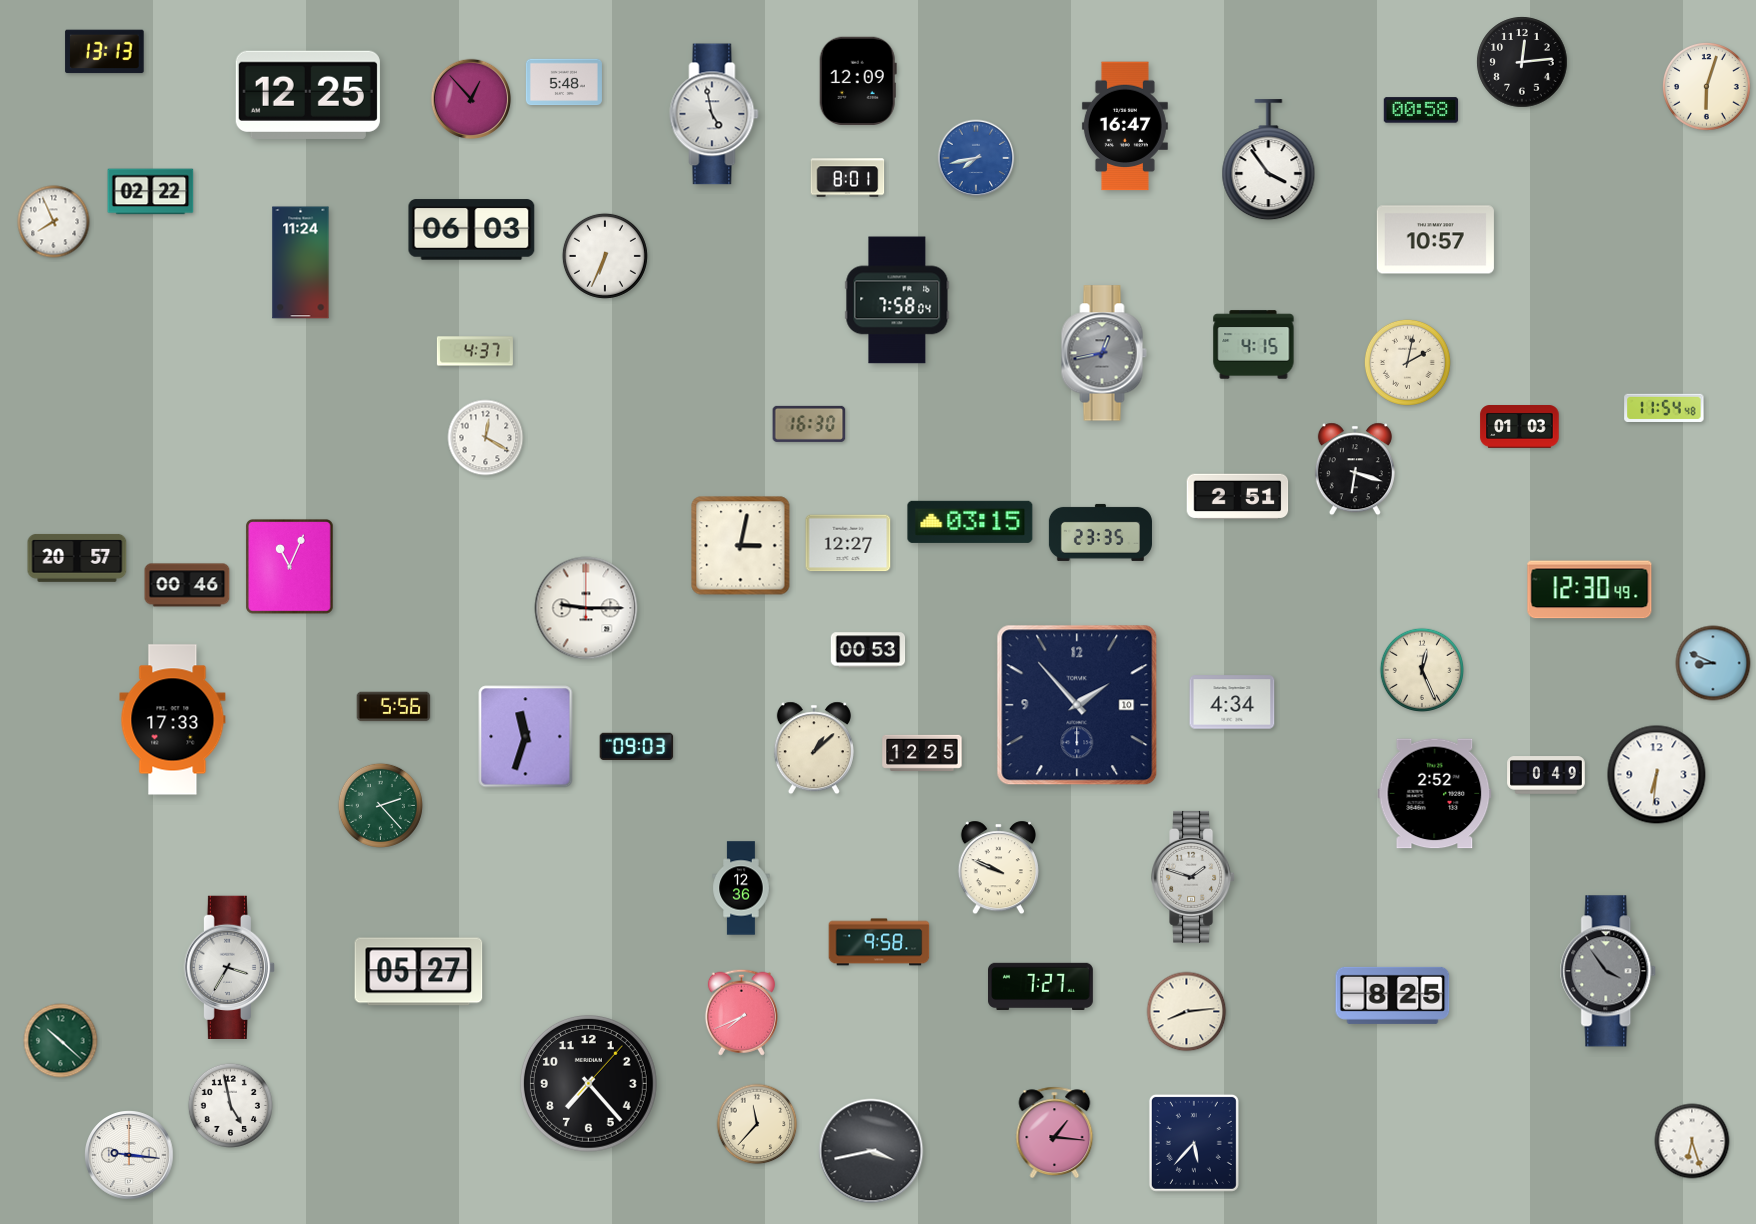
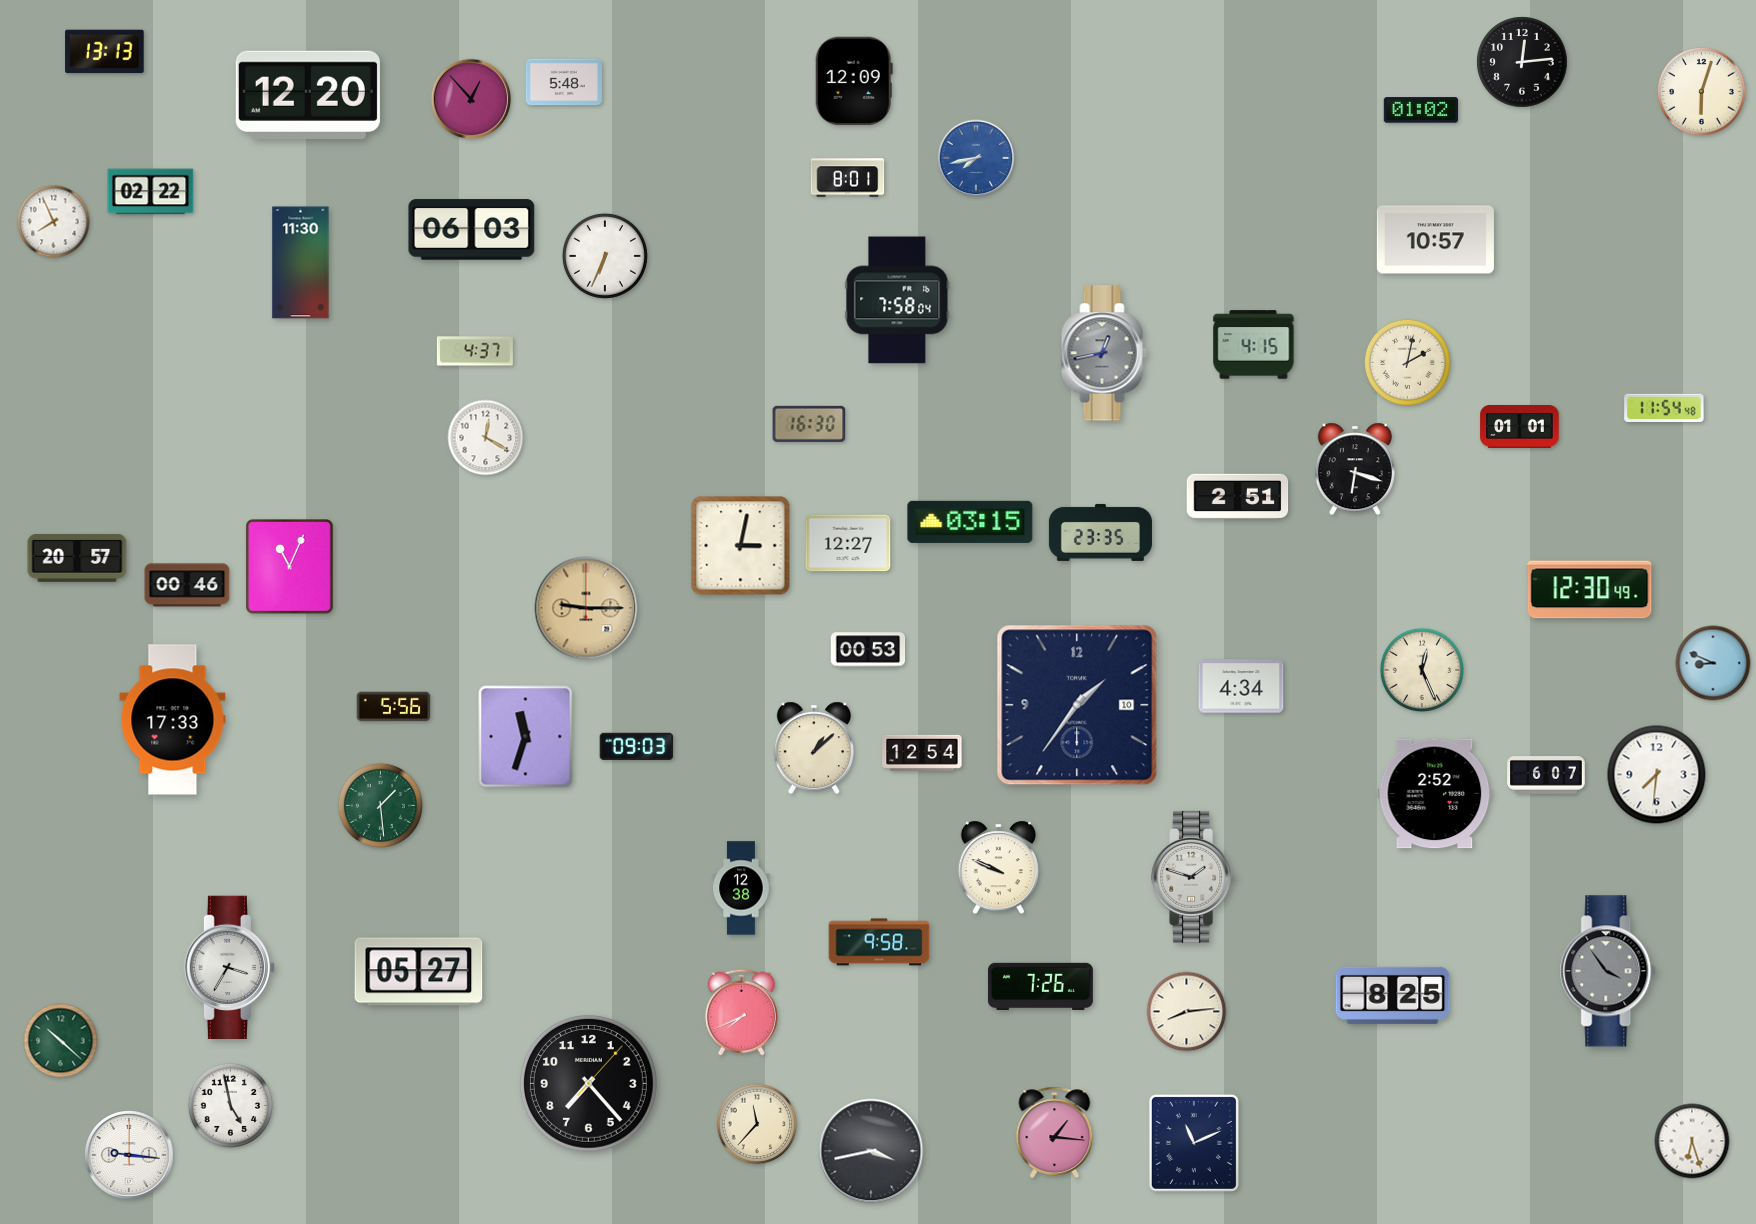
clock at (858, 80) position: (858, 80) -> (854, 80)
clock at (1707, 87) position: (1707, 87) -> (1702, 92)
clock at (308, 95): 12:25 -> 12:20
clock at (1421, 110): 00:58 -> 01:02
clock at (714, 114): 4:58 -> none
clock at (1125, 126): 16:47 -> none
clock at (1269, 160): 3:54 -> none
clock at (301, 263): 11:24 -> 11:30
clock at (1520, 427): 01:03 -> 01:01
clock at (586, 608) dial: white -> champagne
clock at (1232, 702) position: (1232, 702) -> (1241, 686)
clock at (1077, 705): 1:53 -> 1:36
clock at (922, 753): 12:25 -> 12:54
clock at (1546, 775): 0:49 -> 6:07
clock at (1657, 775): 6:31 -> 7:31
clock at (380, 805): 2:23 -> 1:29
clock at (741, 888): 12:36 -> 12:38
clock at (1041, 986): 7:27 -> 7:26
clock at (1194, 1143): 5:37 -> 11:11
